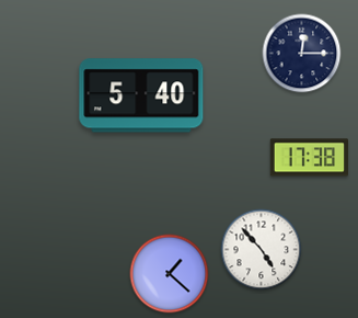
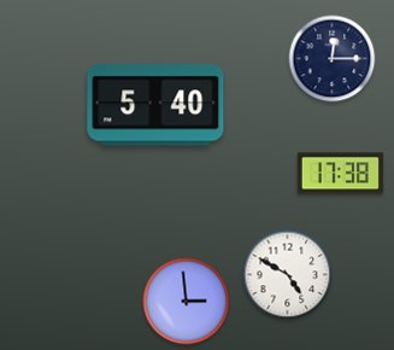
clock at (262, 250): 4:53 -> 4:50
clock at (170, 274): 1:22 -> 2:59
